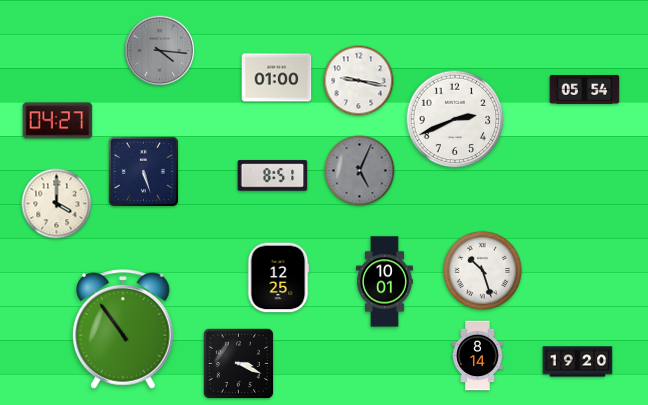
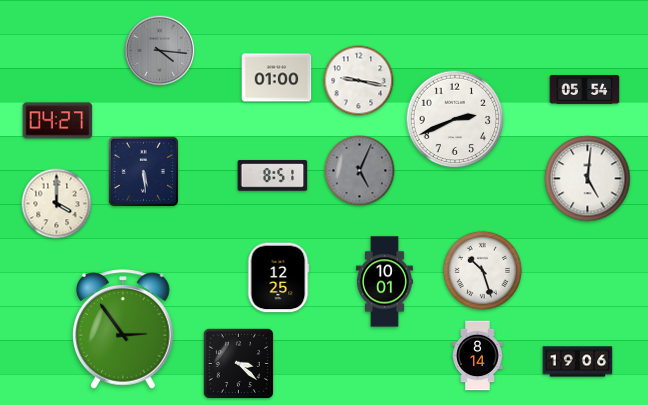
clock at (143, 171): 5:27 -> 5:29
clock at (588, 179): none -> 5:01
clock at (124, 329): 10:54 -> 2:54
clock at (578, 362): 19:20 -> 19:06
clock at (238, 363): 3:19 -> 3:22
